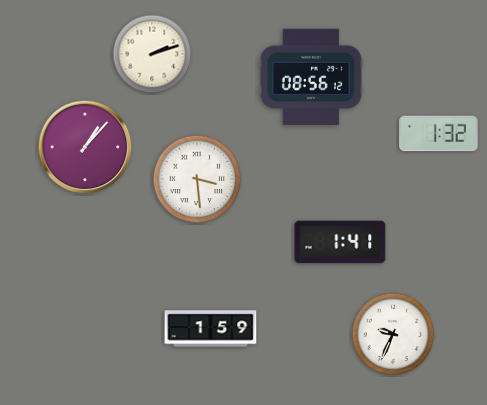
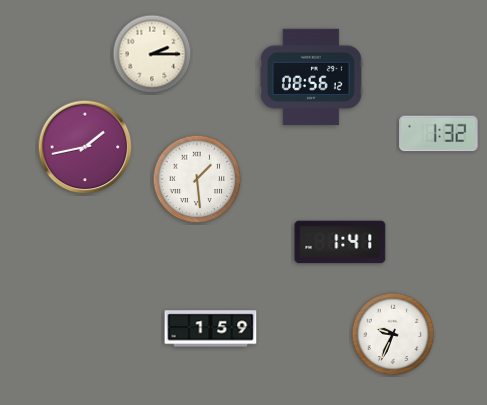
clock at (152, 54): 2:12 -> 2:15
clock at (85, 147): 1:07 -> 1:43
clock at (197, 179): 3:29 -> 1:29
